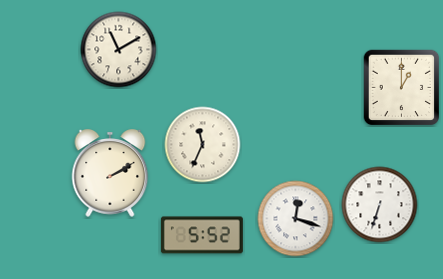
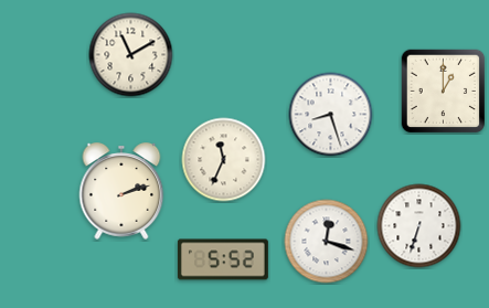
clock at (401, 87) position: (401, 87) -> (443, 91)
clock at (331, 115): none -> 8:27
clock at (110, 173): 2:10 -> 2:12
